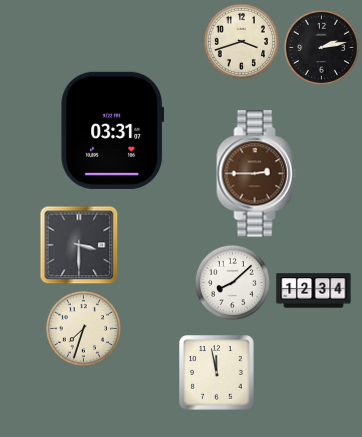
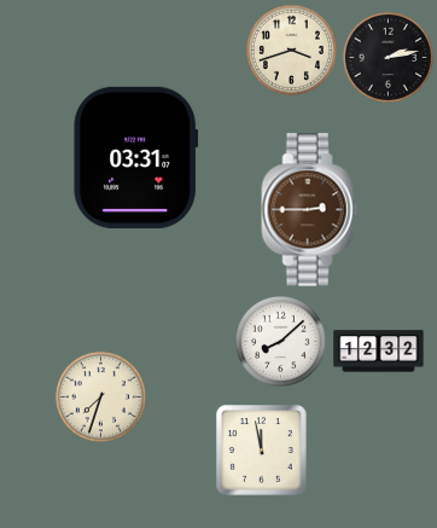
clock at (79, 245): 3:30 -> none
clock at (314, 291): 12:34 -> 12:32
